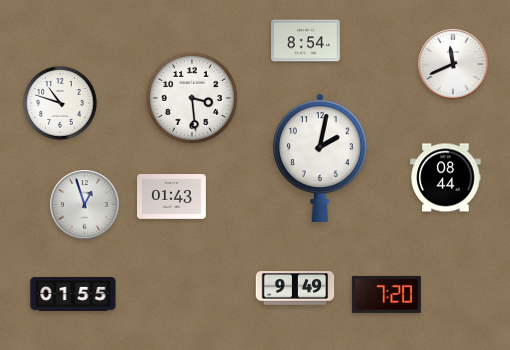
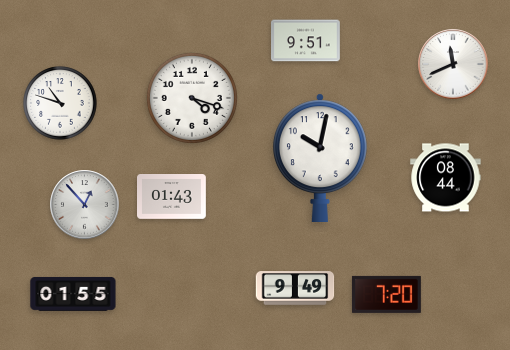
clock at (306, 41): 8:54 -> 9:51
clock at (192, 98): 3:29 -> 4:18
clock at (320, 157): 2:02 -> 10:02
clock at (85, 205): 12:57 -> 12:53
